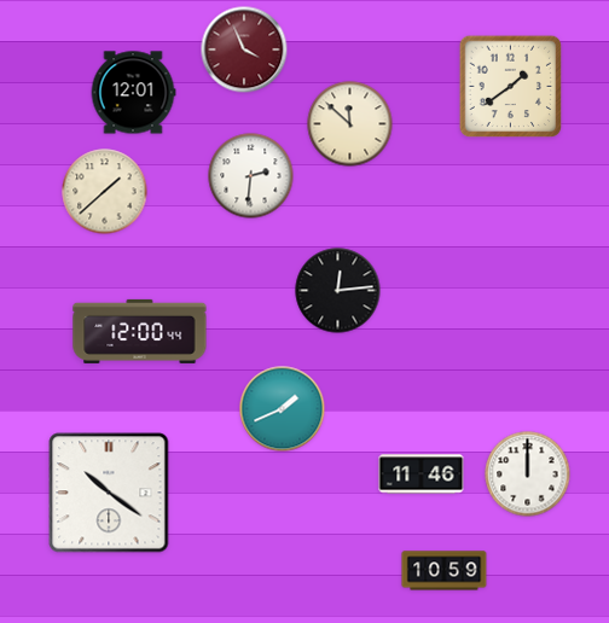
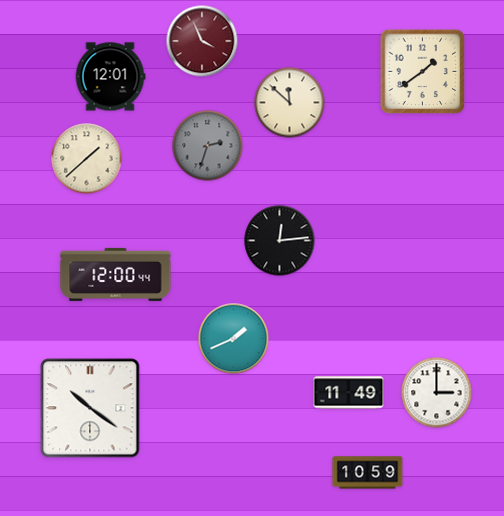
clock at (251, 176): 2:31 -> 2:33
clock at (251, 176) dial: white -> grey
clock at (422, 474): 11:46 -> 11:49
clock at (528, 474): 12:00 -> 3:00
